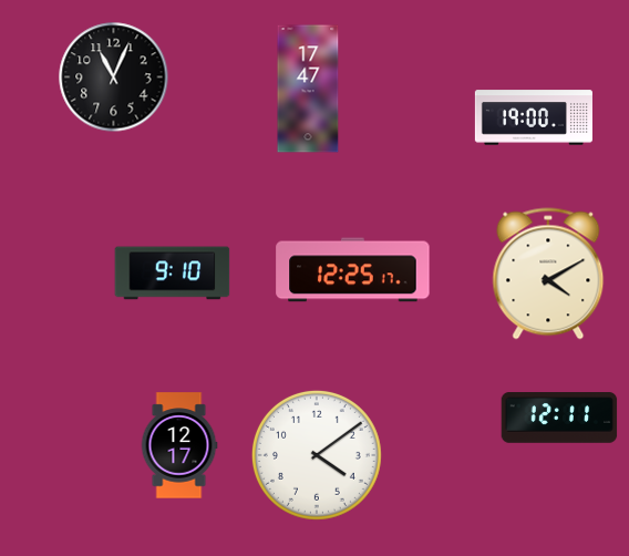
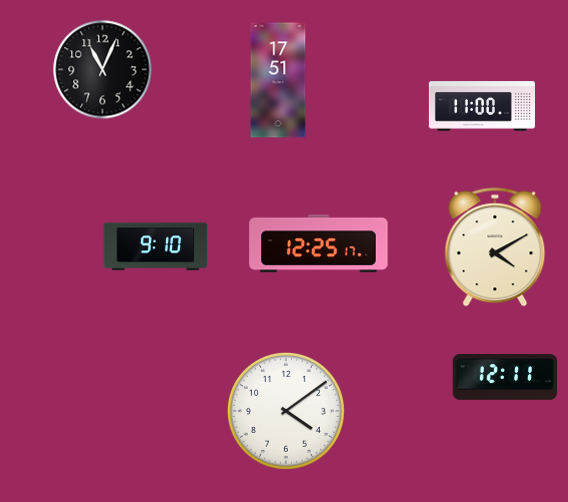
clock at (308, 89): 17:47 -> 17:51
clock at (534, 117): 19:00 -> 11:00
clock at (179, 445): 12:17 -> none
